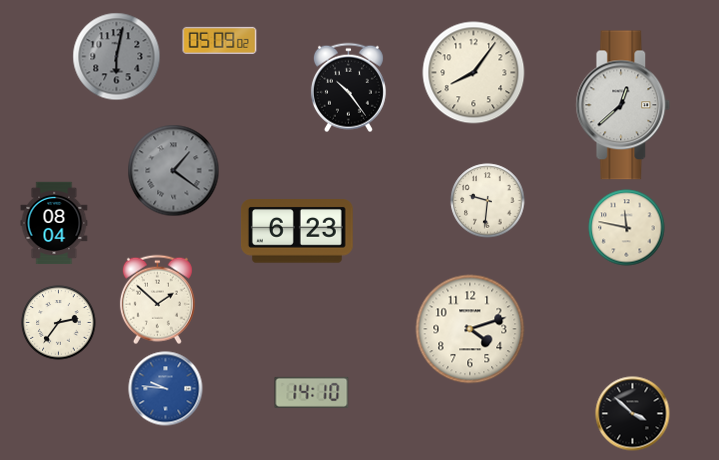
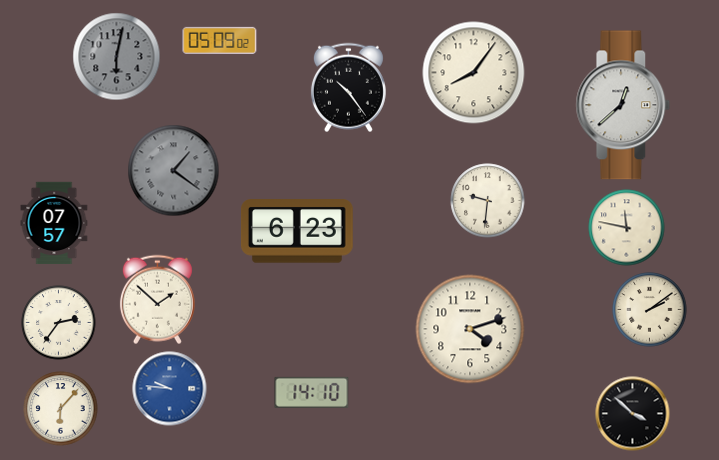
clock at (54, 223): 08:04 -> 07:57
clock at (650, 310): none -> 2:09
clock at (166, 389) position: (166, 389) -> (170, 389)
clock at (61, 409): none -> 6:07
